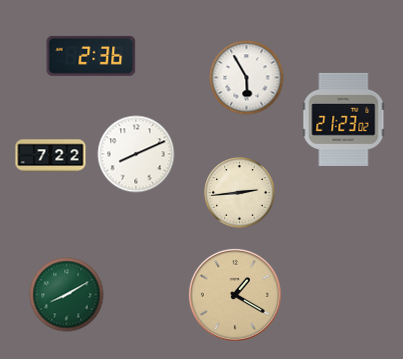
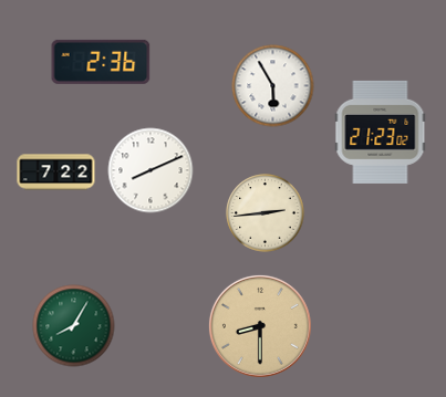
clock at (67, 295): 8:10 -> 8:05
clock at (235, 295): 1:20 -> 8:30
